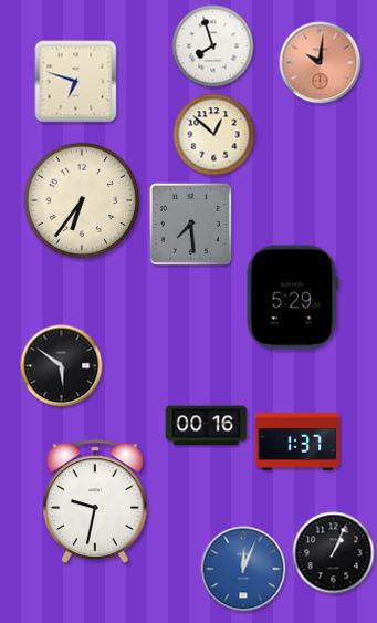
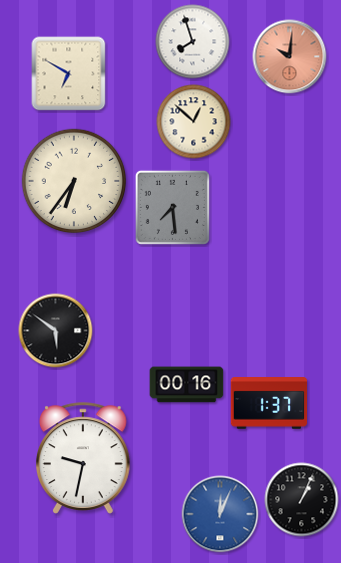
clock at (76, 82): 6:48 -> 6:50
clock at (190, 224) position: (190, 224) -> (172, 207)
clock at (292, 298): 5:29 -> none
clock at (297, 443) position: (297, 443) -> (269, 404)
clock at (96, 501) position: (96, 501) -> (84, 458)
